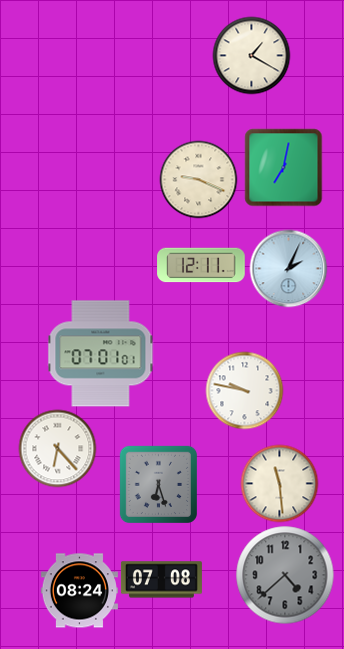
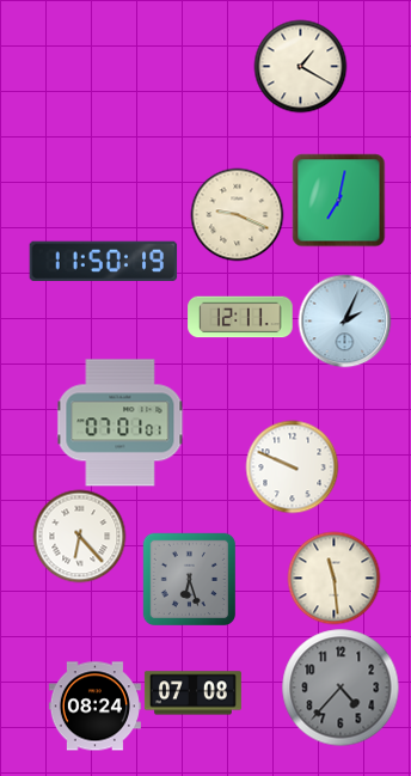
clock at (104, 262): none -> 11:50
clock at (244, 390): 9:47 -> 9:49
clock at (57, 448) position: (57, 448) -> (79, 536)
clock at (285, 575): 4:38 -> 4:37
